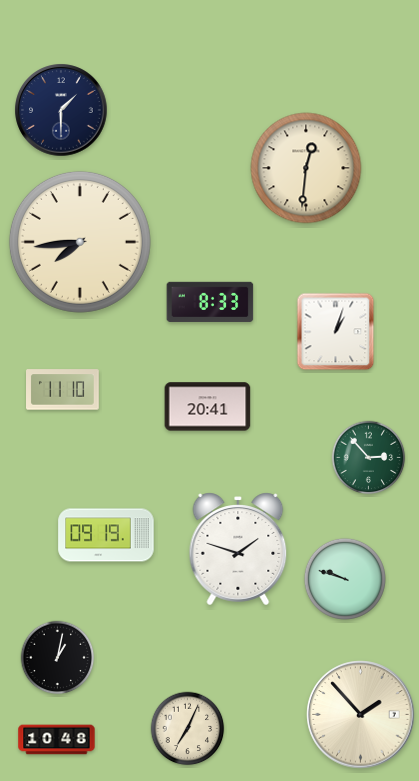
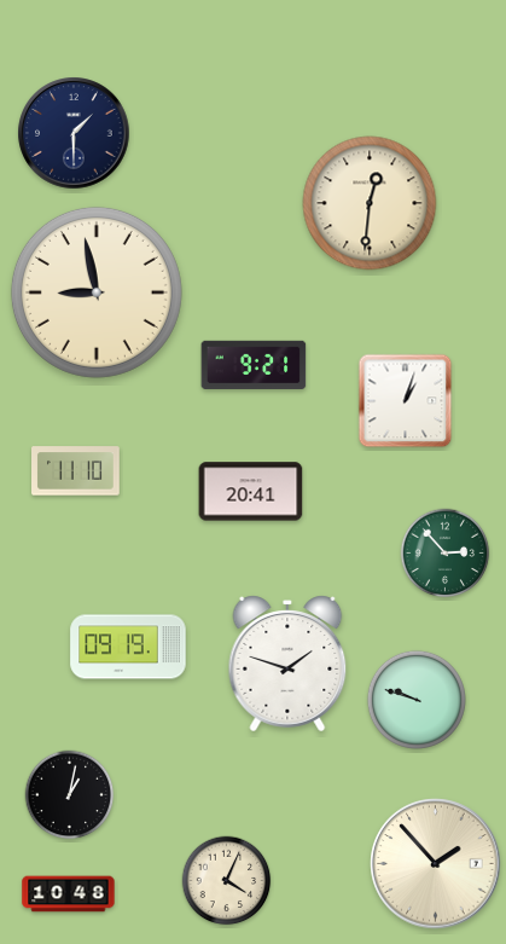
clock at (80, 242): 7:44 -> 8:58
clock at (210, 301): 8:33 -> 9:21
clock at (188, 729): 7:04 -> 4:04
